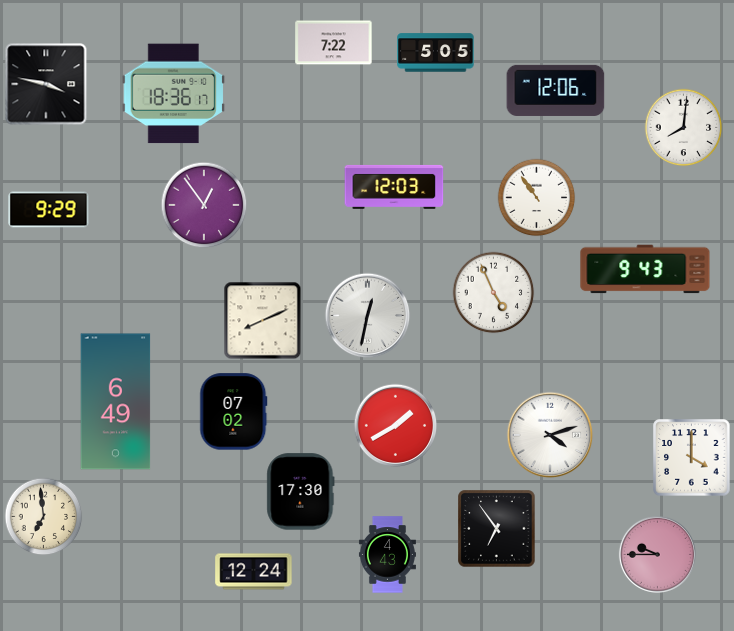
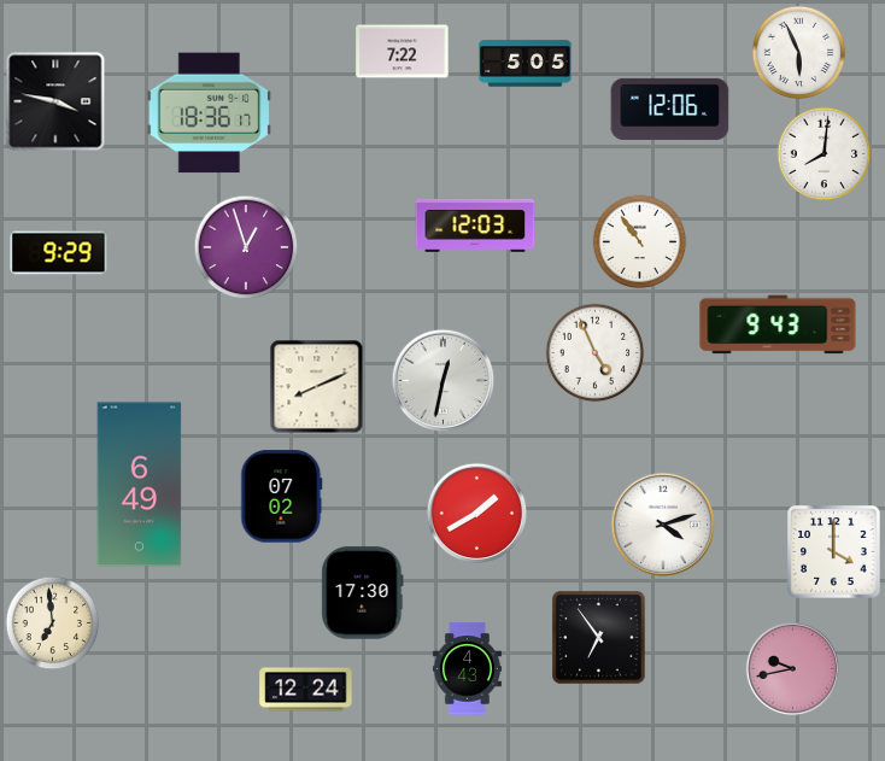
clock at (798, 52): none -> 5:56
clock at (536, 197) position: (536, 197) -> (639, 241)
clock at (204, 205): 12:54 -> 12:57
clock at (657, 554): 9:45 -> 9:43
